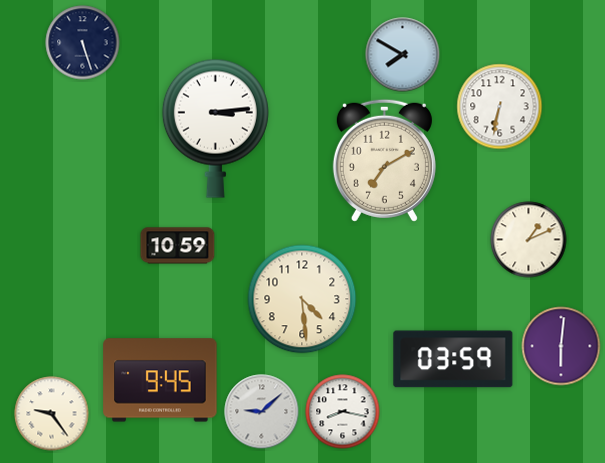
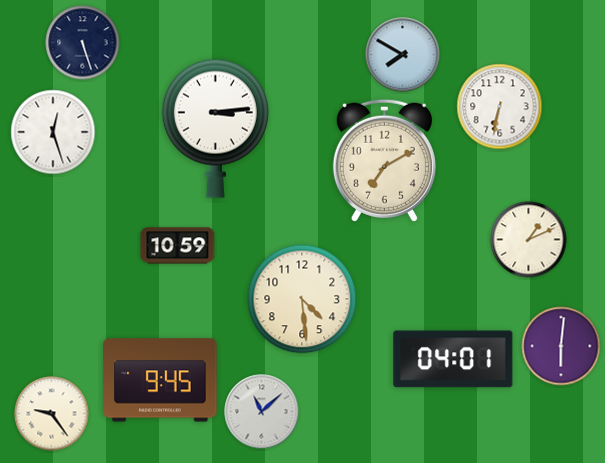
clock at (53, 132): none -> 12:27
clock at (453, 359): 03:59 -> 04:01
clock at (262, 412): 9:08 -> 11:08
clock at (343, 412): 8:17 -> none
